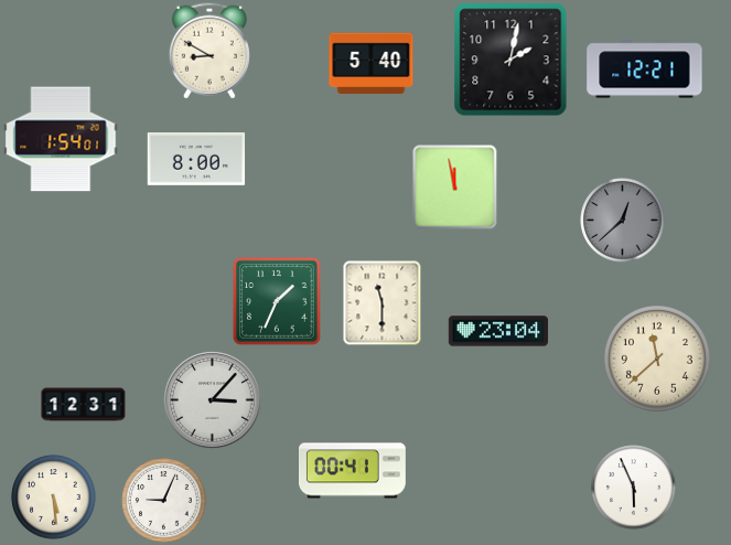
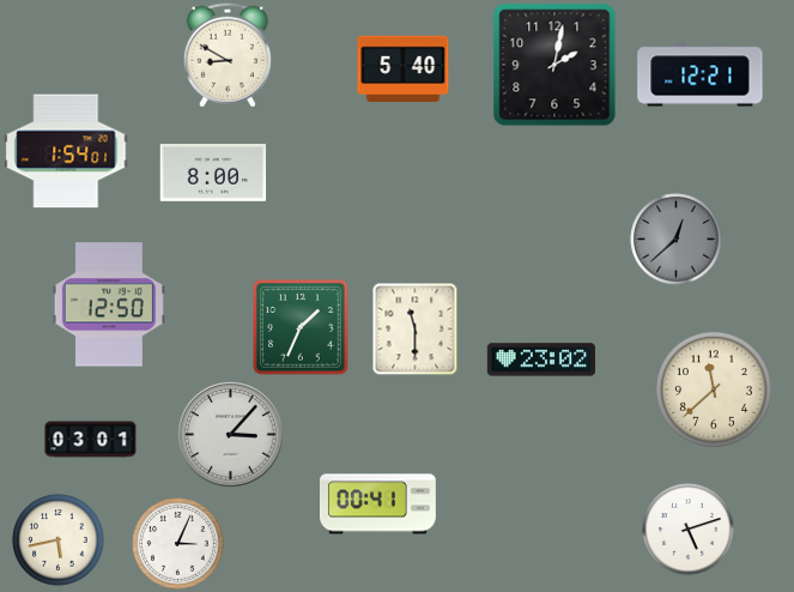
clock at (455, 188): 11:58 -> none
clock at (109, 304): none -> 12:50
clock at (497, 331): 23:04 -> 23:02
clock at (84, 405): 12:31 -> 03:01
clock at (353, 471) position: (353, 471) -> (378, 505)
clock at (634, 488): 5:56 -> 5:12
clock at (54, 498): 5:29 -> 5:43
clock at (164, 501): 9:04 -> 3:04
